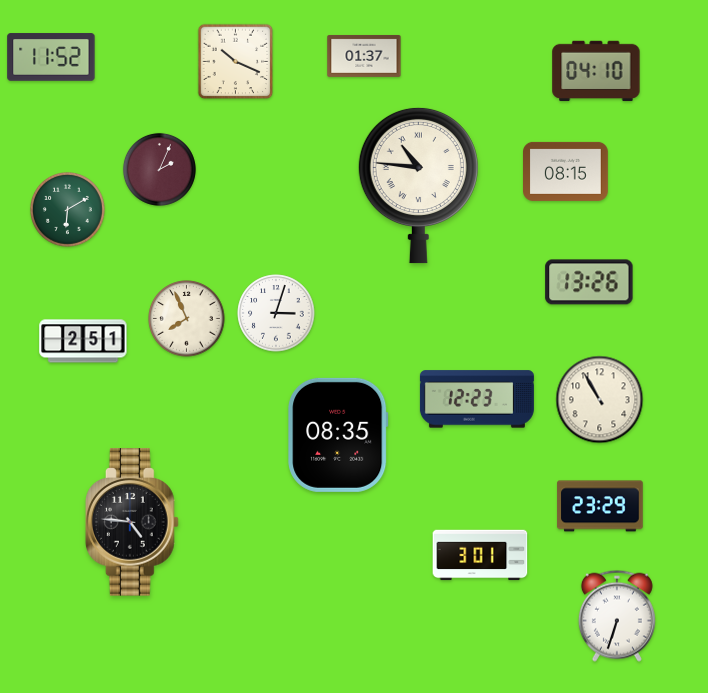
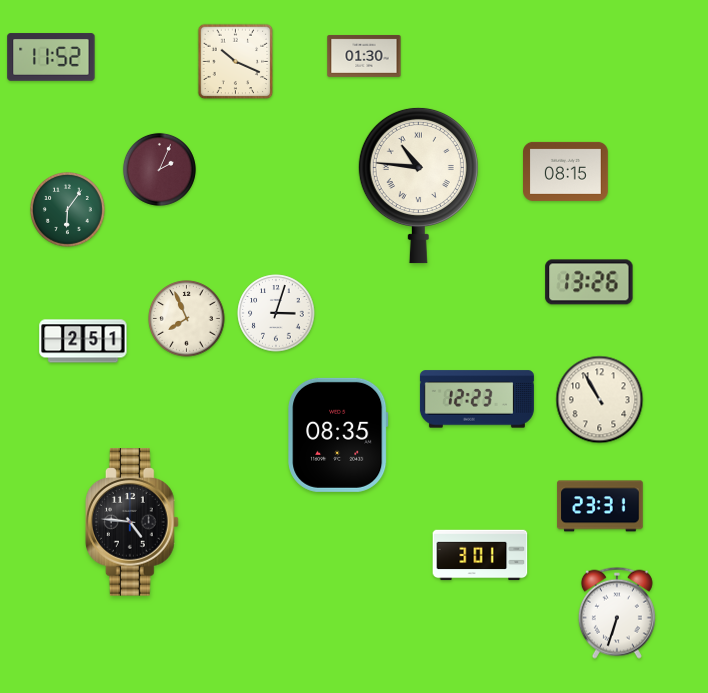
clock at (364, 56): 01:37 -> 01:30
clock at (596, 71): 04:10 -> none
clock at (68, 210): 6:10 -> 6:06
clock at (600, 506): 23:29 -> 23:31
clock at (617, 616) position: (617, 616) -> (617, 613)
